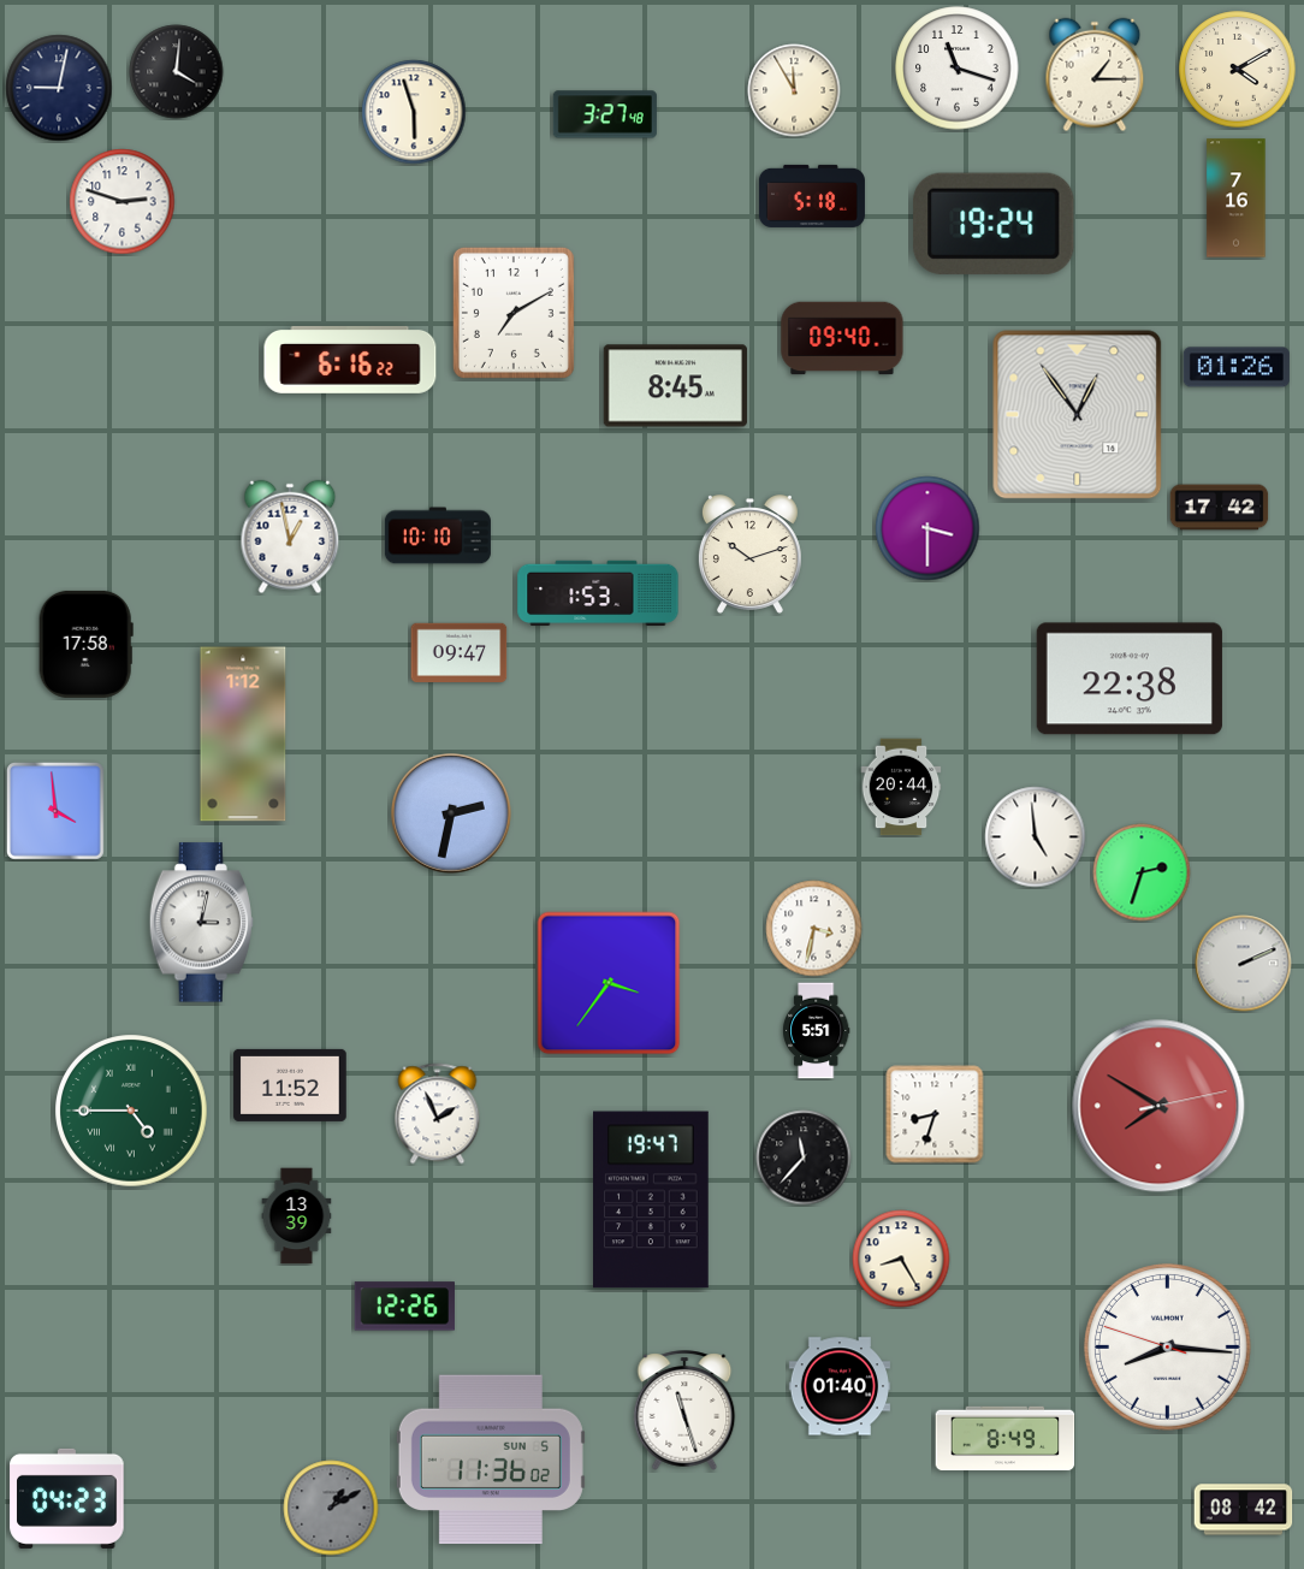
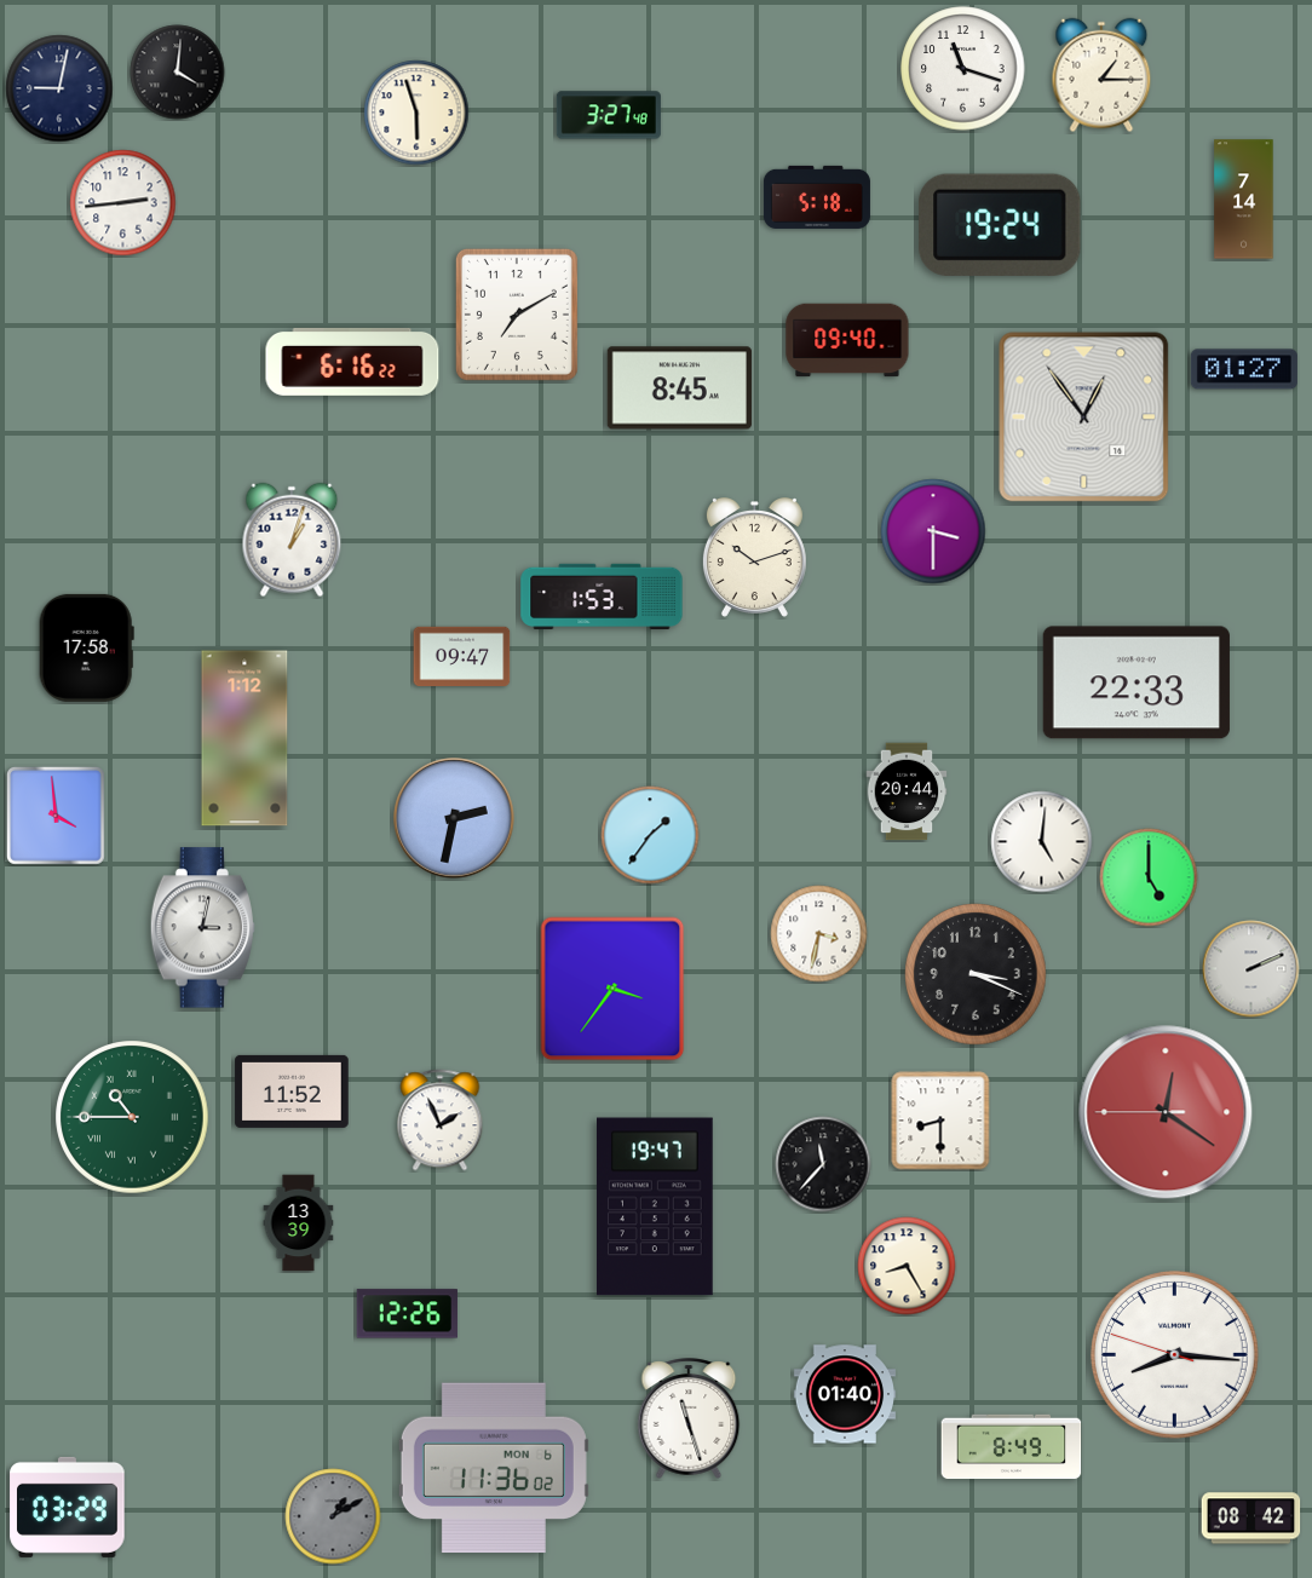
clock at (1238, 70): 4:10 -> none
clock at (794, 90): 11:55 -> none
clock at (1237, 199): 7:16 -> 7:14
clock at (123, 202): 2:48 -> 2:44
clock at (1237, 367): 01:26 -> 01:27
clock at (1220, 508): 17:42 -> none
clock at (438, 535): 10:10 -> none
clock at (290, 537): 12:58 -> 1:03
clock at (1130, 679): 22:38 -> 22:33
clock at (650, 835): none -> 1:36
clock at (1036, 837): 4:59 -> 5:01
clock at (1142, 872): 2:33 -> 5:00
clock at (976, 974): none -> 3:19
clock at (816, 1031): 5:51 -> none
clock at (1158, 1106): 7:50 -> 12:20
clock at (131, 1111): 4:45 -> 10:45
clock at (935, 1114): 8:33 -> 8:30
clock at (804, 1157) position: (804, 1157) -> (823, 1164)
clock at (491, 1460) date: SUN 5 -> MON 6
clock at (67, 1498): 04:23 -> 03:29
